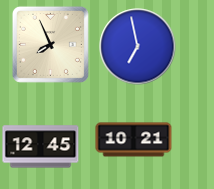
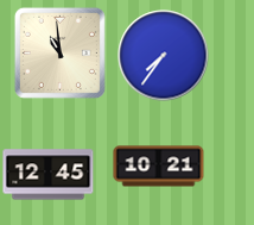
clock at (50, 44): 7:56 -> 10:59
clock at (138, 47): 6:58 -> 7:36
